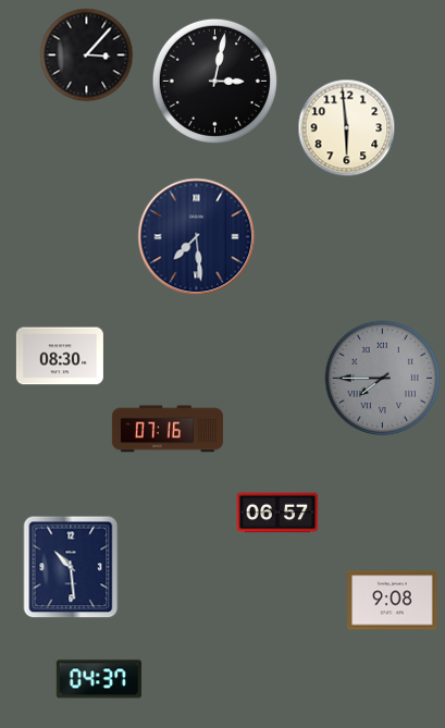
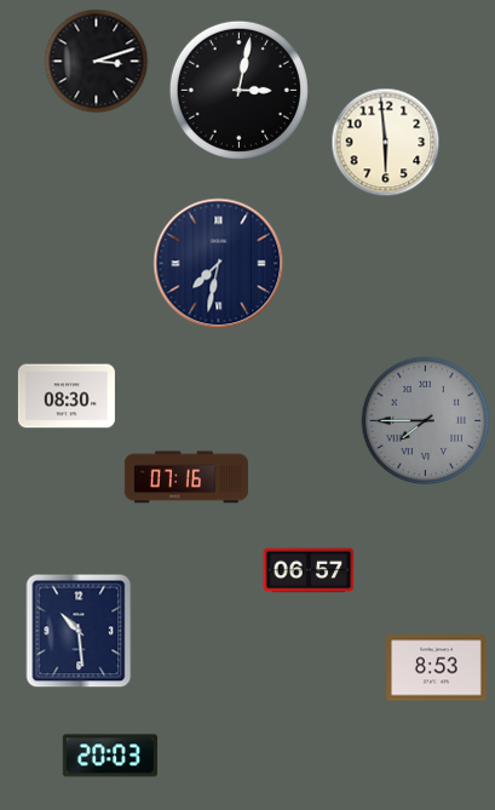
clock at (87, 55): 3:07 -> 3:12
clock at (197, 237): 7:29 -> 7:32
clock at (393, 601): 9:08 -> 8:53
clock at (99, 679): 04:37 -> 20:03
